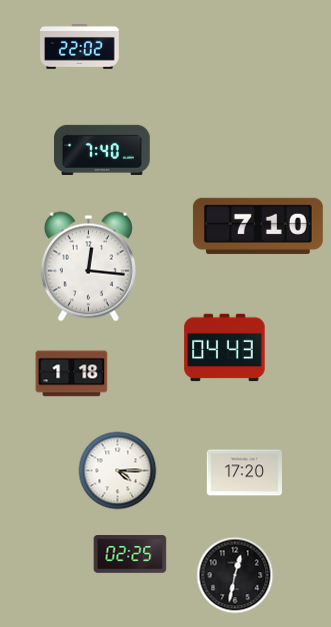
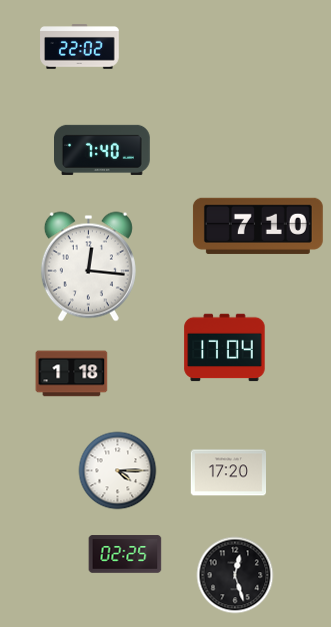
clock at (225, 348): 04:43 -> 17:04
clock at (244, 473) position: (244, 473) -> (228, 473)
clock at (130, 554) position: (130, 554) -> (125, 554)
clock at (235, 575): 12:32 -> 12:27
